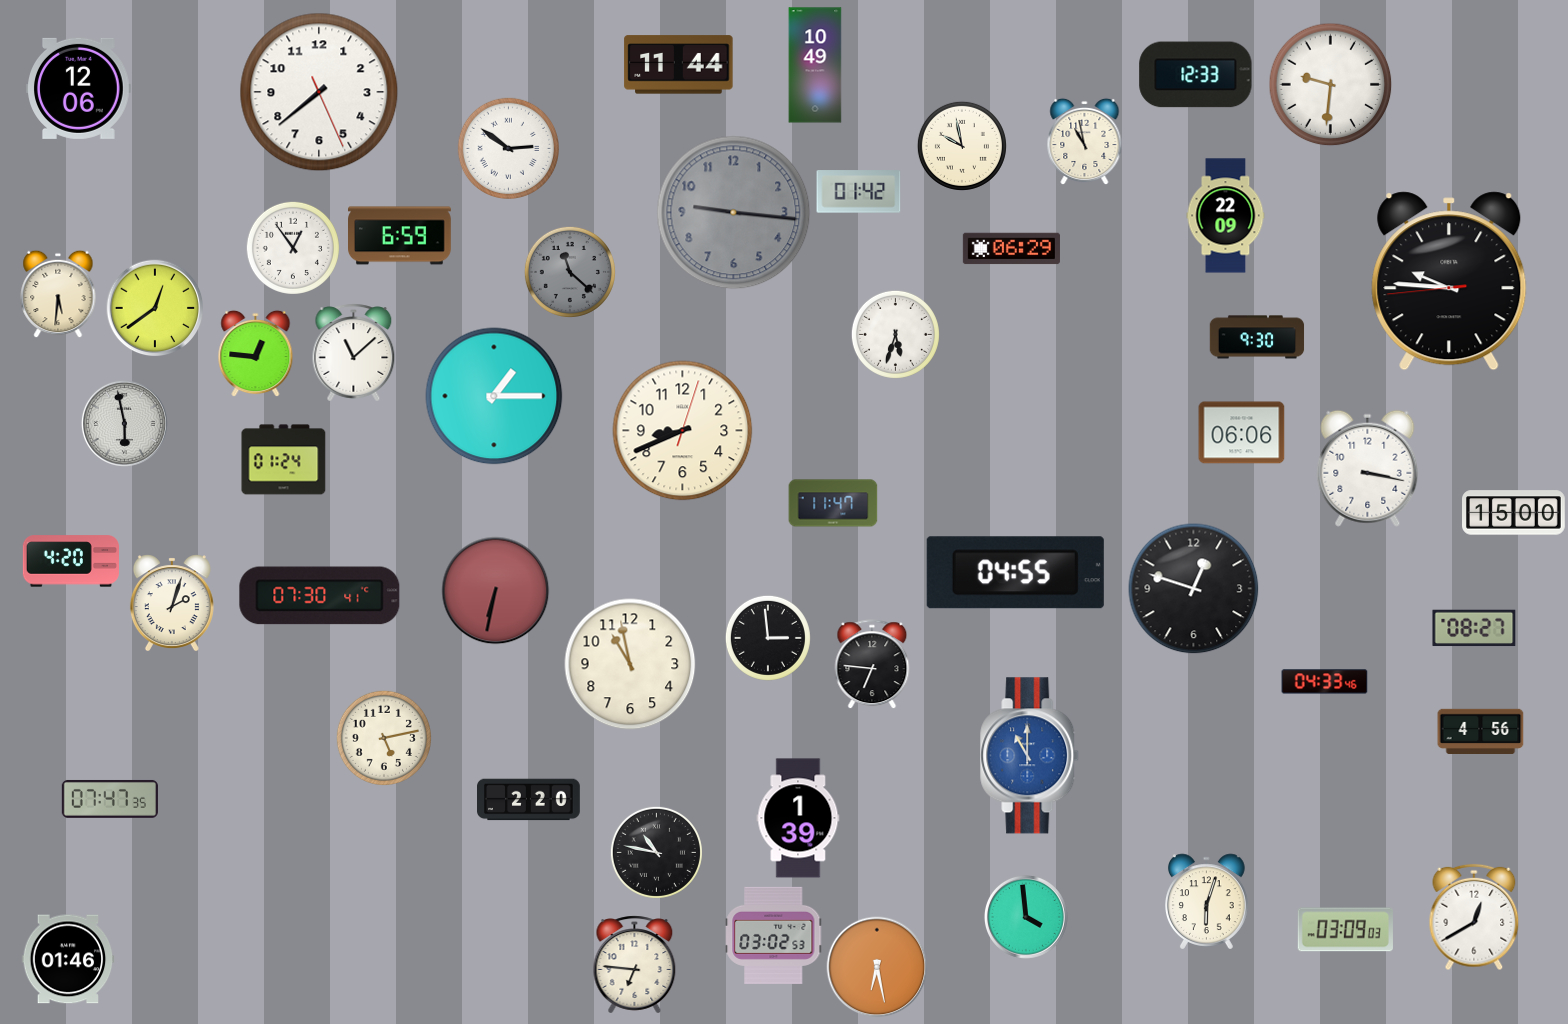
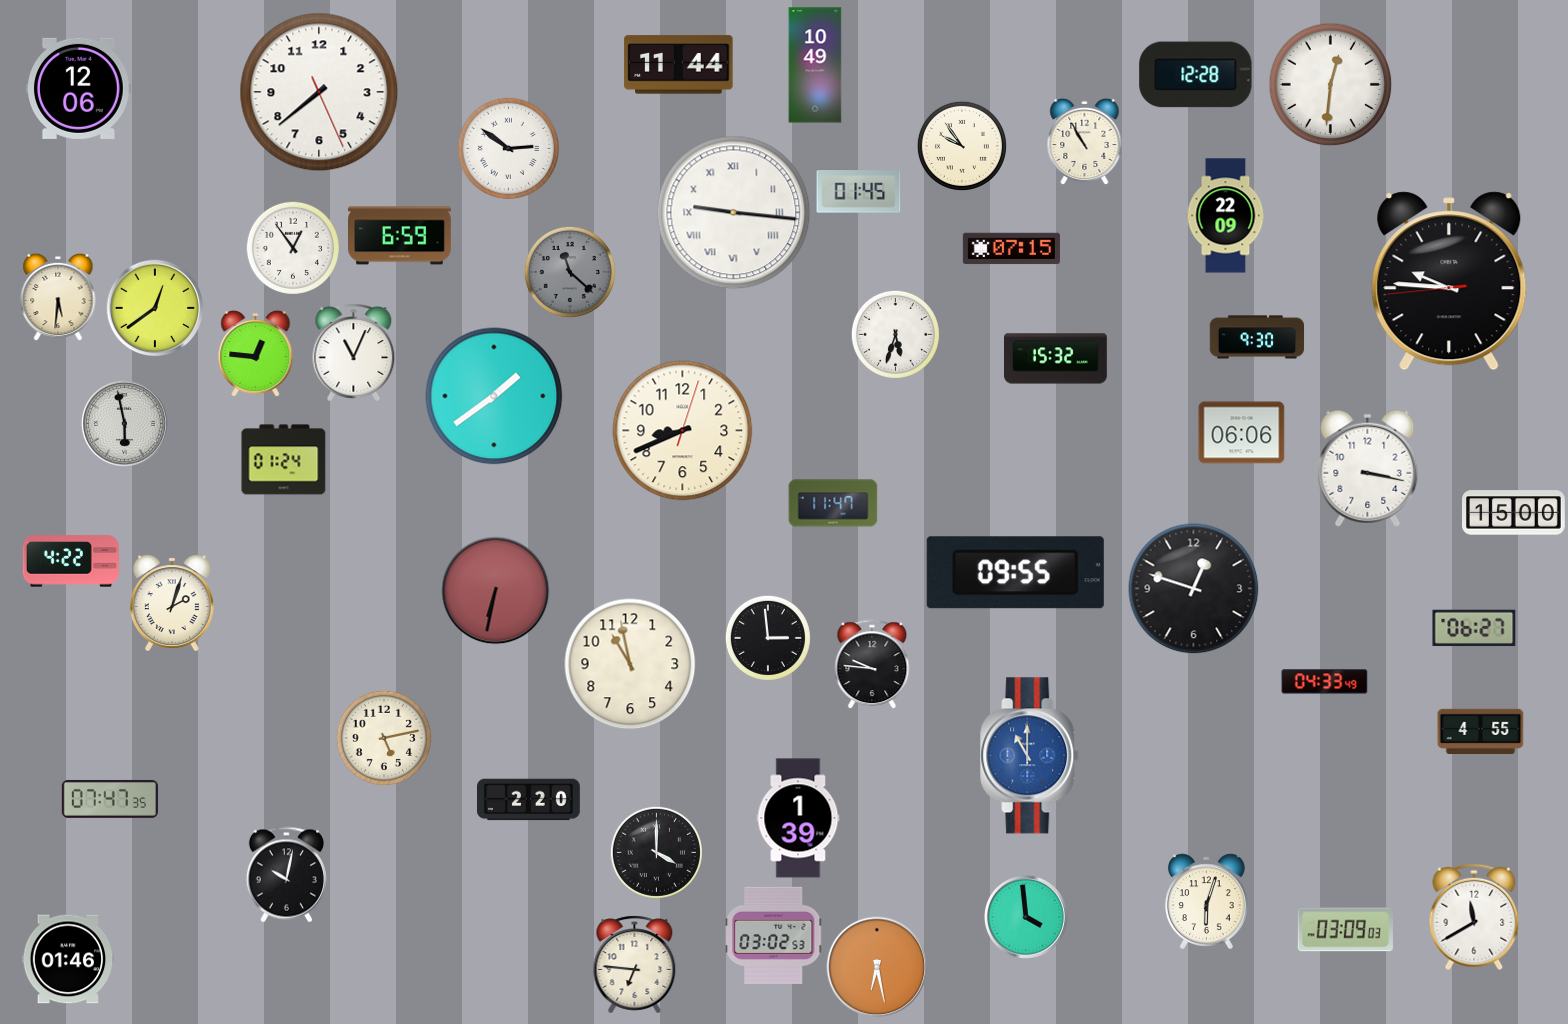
clock at (1196, 75): 12:33 -> 12:28
clock at (1331, 85): 9:31 -> 12:31
clock at (1085, 141): 10:58 -> 10:55
clock at (962, 146): 9:58 -> 9:54
clock at (859, 192): 01:42 -> 01:45
clock at (734, 213) dial: grey -> white
clock at (734, 213) numerals: Arabic -> Roman
clock at (1011, 249): 06:29 -> 07:15
clock at (58, 294) position: (58, 294) -> (58, 297)
clock at (354, 353): 11:08 -> 11:04
clock at (1056, 359): none -> 15:32
clock at (494, 396): 1:15 -> 1:39
clock at (71, 561): 4:20 -> 4:22
clock at (1015, 573): 04:55 -> 09:55
clock at (320, 596): 07:30 -> none
clock at (1474, 628): 08:27 -> 06:27
clock at (872, 664): 6:46 -> 9:46
clock at (1325, 682): 04:33:46 -> 04:33:49
clock at (1481, 731): 4:56 -> 4:55
clock at (656, 852): 10:47 -> 4:00
clock at (286, 875): none -> 10:02
clock at (1474, 917): 12:40 -> 11:40
